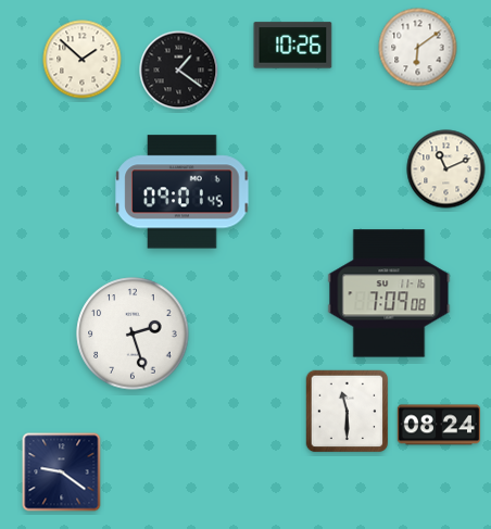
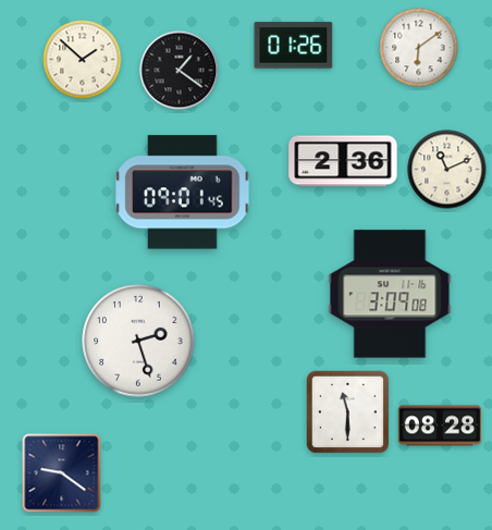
clock at (293, 46): 10:26 -> 01:26
clock at (343, 161): none -> 2:36
clock at (389, 293): 7:09 -> 3:09
clock at (133, 333) position: (133, 333) -> (138, 341)
clock at (438, 425): 08:24 -> 08:28
